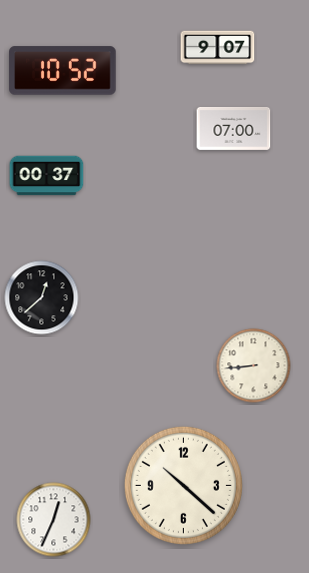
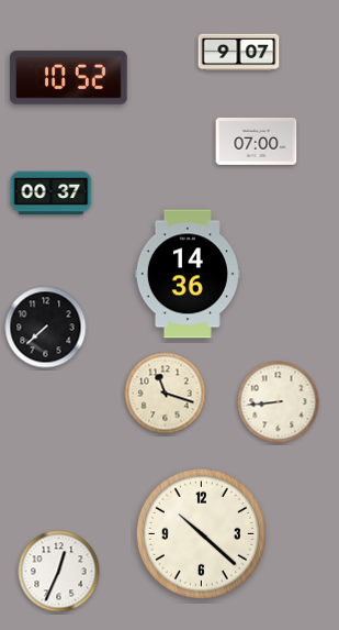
clock at (188, 274): none -> 14:36
clock at (42, 298): 12:38 -> 7:38
clock at (166, 394): none -> 11:18
